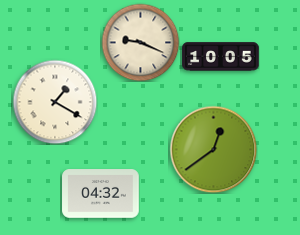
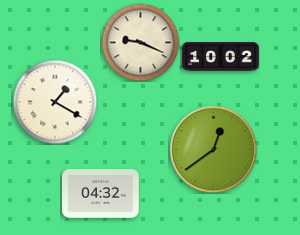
clock at (221, 57): 10:05 -> 10:02
